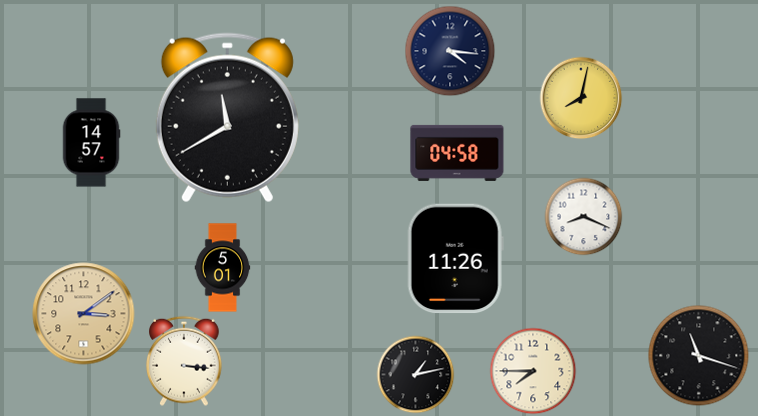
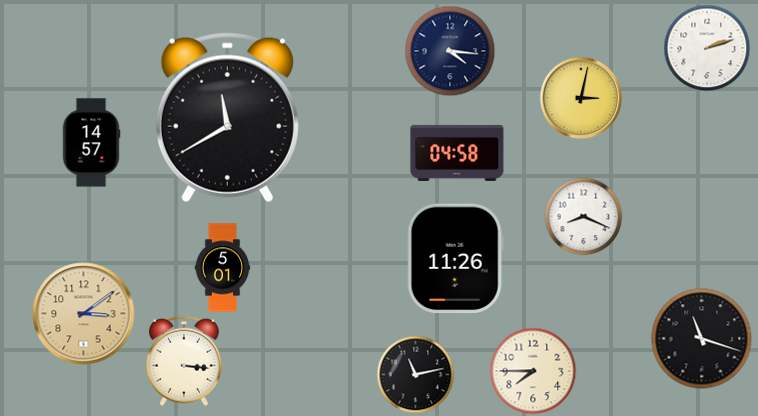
clock at (707, 48): none -> 2:12
clock at (581, 98): 8:02 -> 3:02
clock at (699, 356) position: (699, 356) -> (702, 339)
clock at (415, 374): 1:13 -> 11:13
